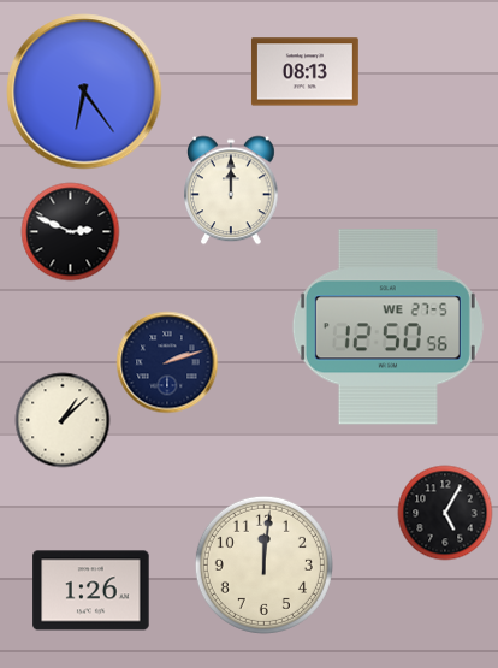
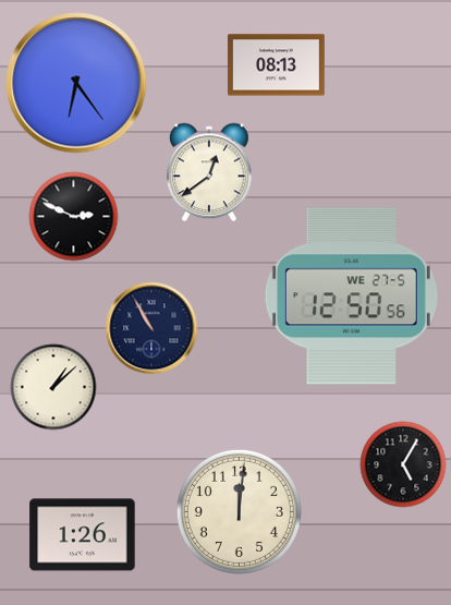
clock at (232, 190): 12:00 -> 12:39
clock at (70, 231) position: (70, 231) -> (73, 216)
clock at (167, 362): 2:12 -> 10:55
clock at (63, 420) position: (63, 420) -> (53, 387)
